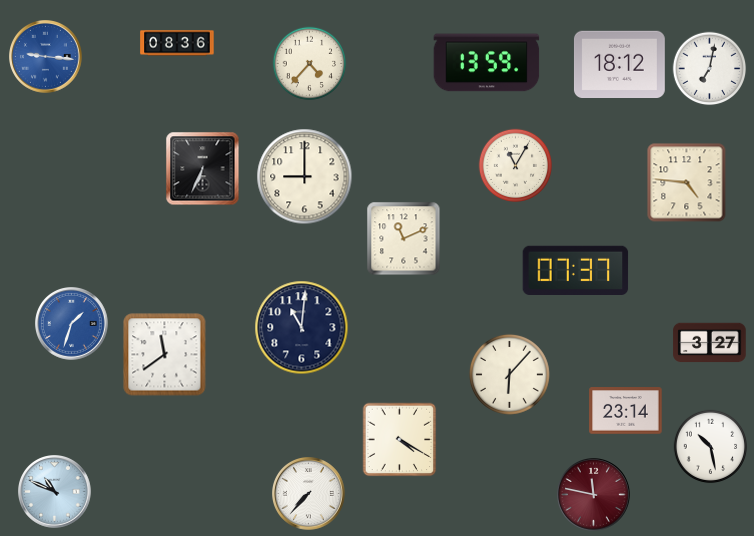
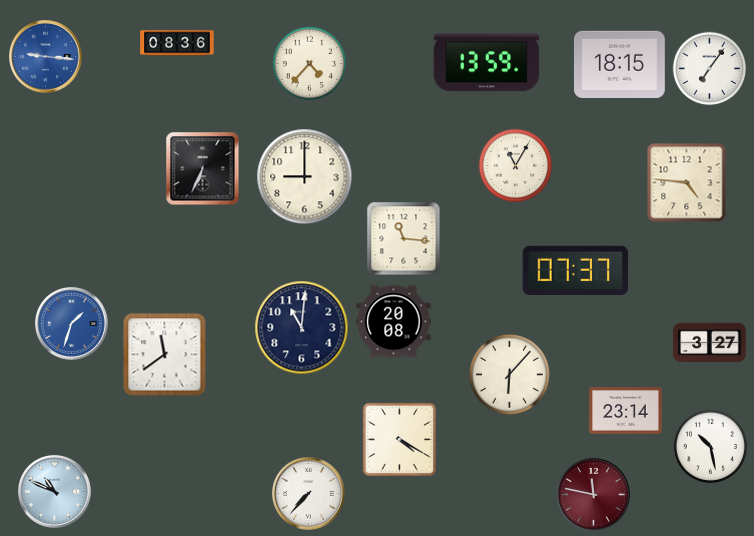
clock at (619, 64): 18:12 -> 18:15
clock at (710, 69): 7:02 -> 7:06
clock at (404, 239): 11:11 -> 11:16
clock at (394, 322): none -> 20:08
